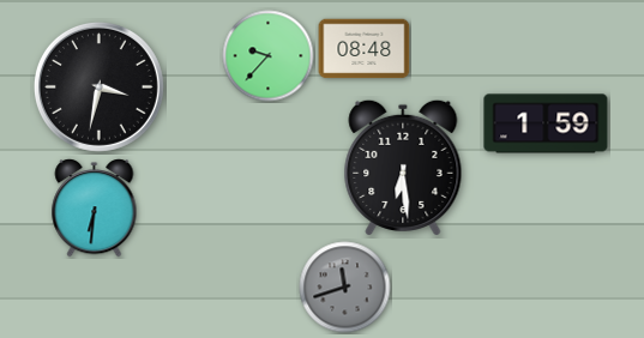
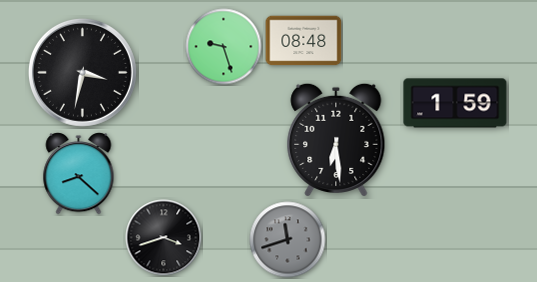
clock at (269, 56): 9:37 -> 9:27
clock at (95, 209): 6:31 -> 8:22
clock at (164, 238): none -> 3:42
